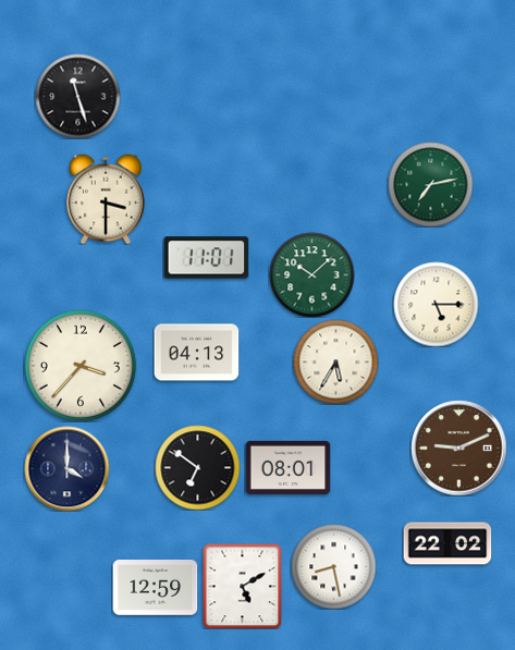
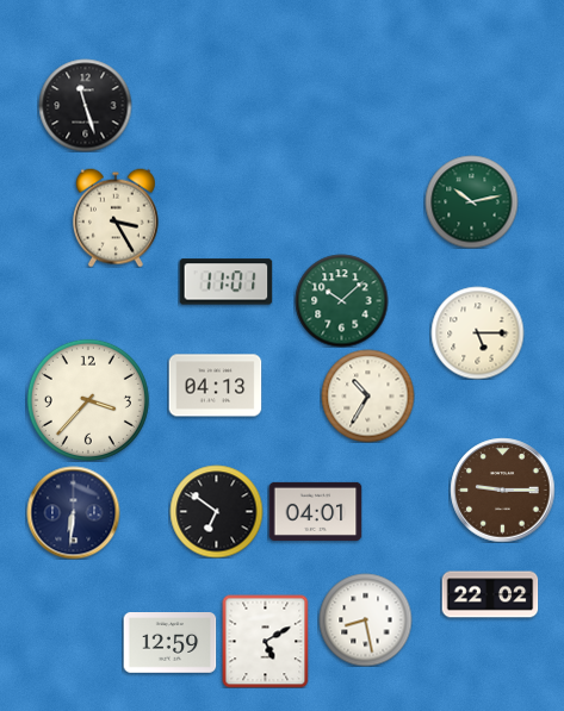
clock at (430, 184): 7:13 -> 10:13
clock at (106, 199): 3:30 -> 3:25
clock at (335, 361): 5:35 -> 10:35
clock at (458, 447): 9:11 -> 9:15
clock at (287, 467): 08:01 -> 04:01
clock at (66, 468): 4:00 -> 6:31
